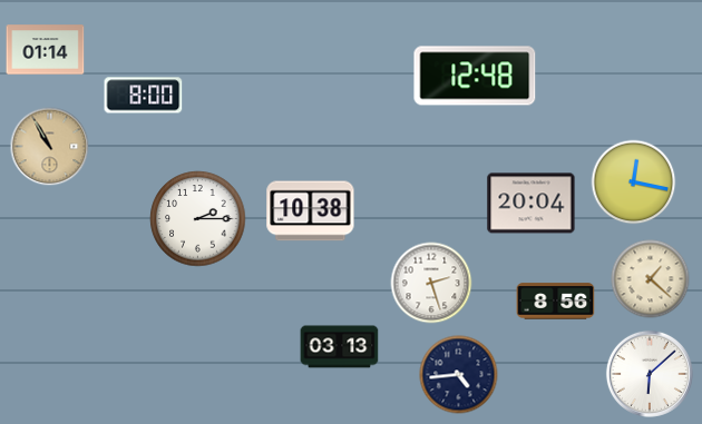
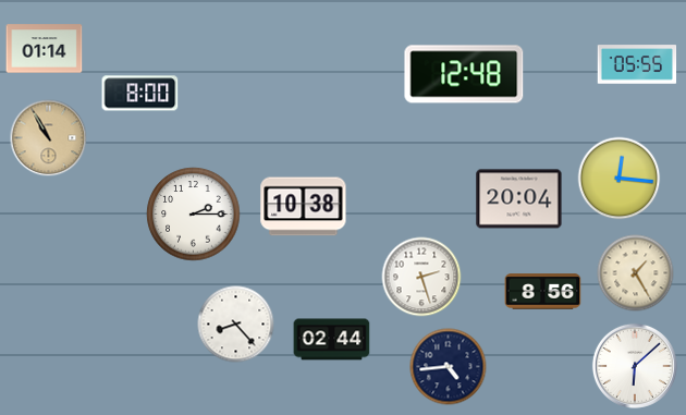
clock at (637, 64): none -> 05:55
clock at (50, 147) position: (50, 147) -> (49, 138)
clock at (634, 183): 12:17 -> 12:16
clock at (651, 279): 1:22 -> 1:25
clock at (556, 302) position: (556, 302) -> (543, 292)
clock at (236, 325): none -> 8:23
clock at (340, 347): 03:13 -> 02:44
